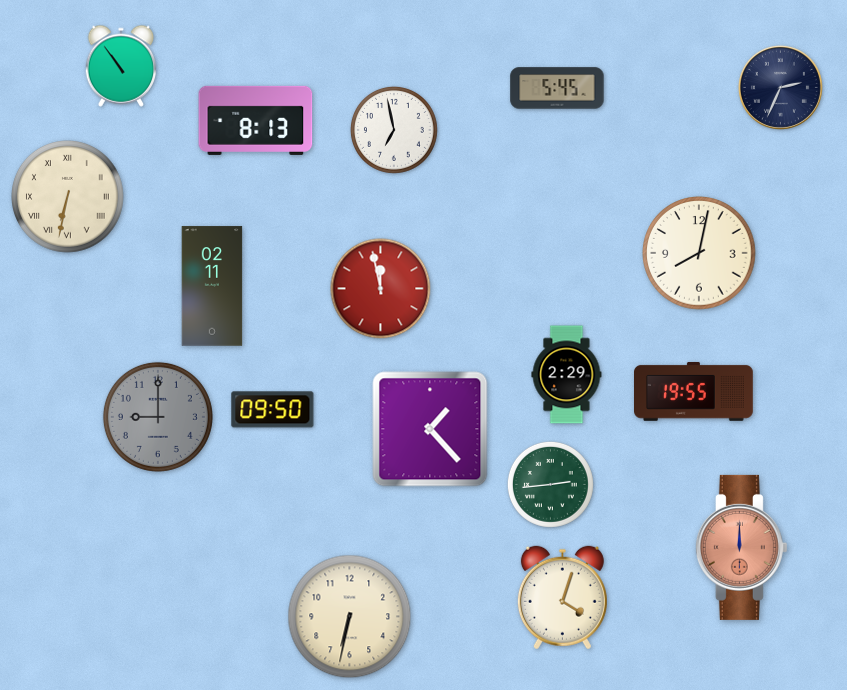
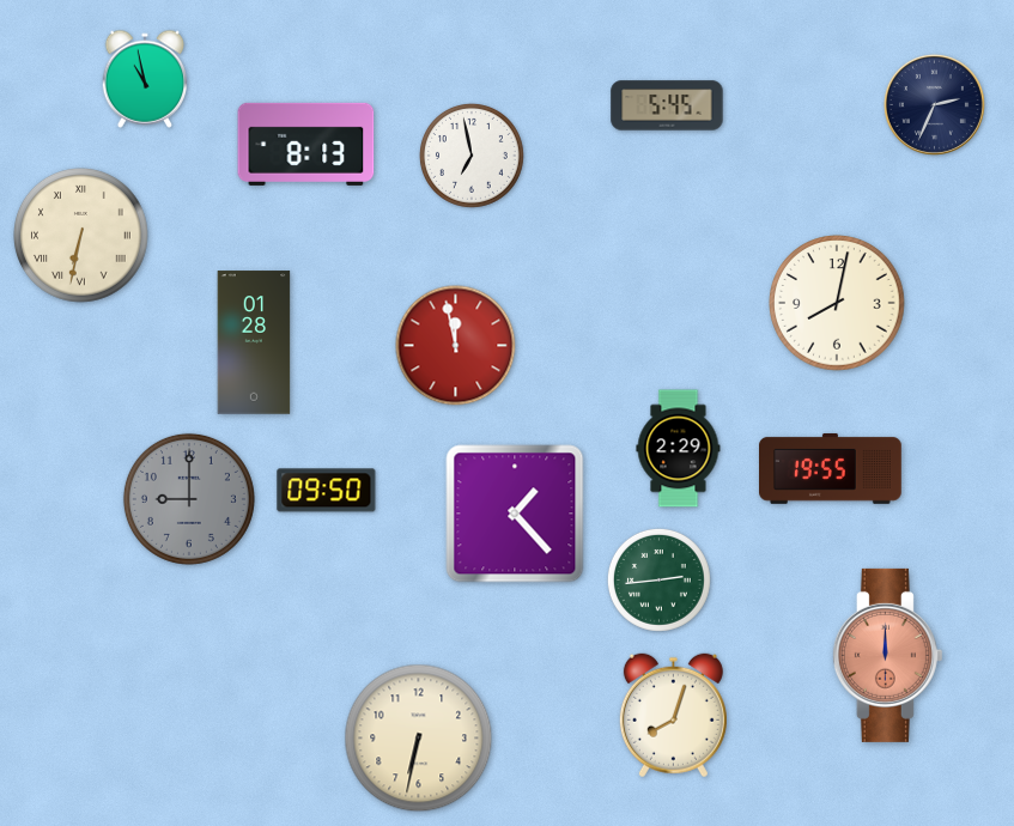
clock at (121, 66): 10:54 -> 10:58
clock at (212, 286): 02:11 -> 01:28
clock at (562, 598): 4:03 -> 8:03
